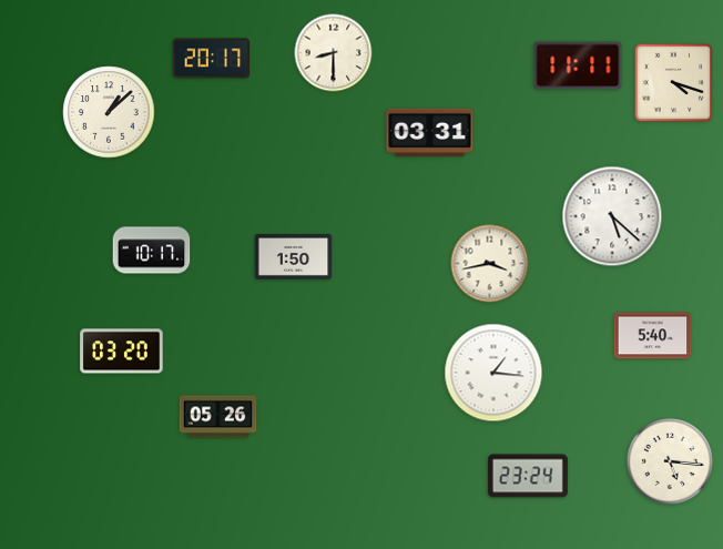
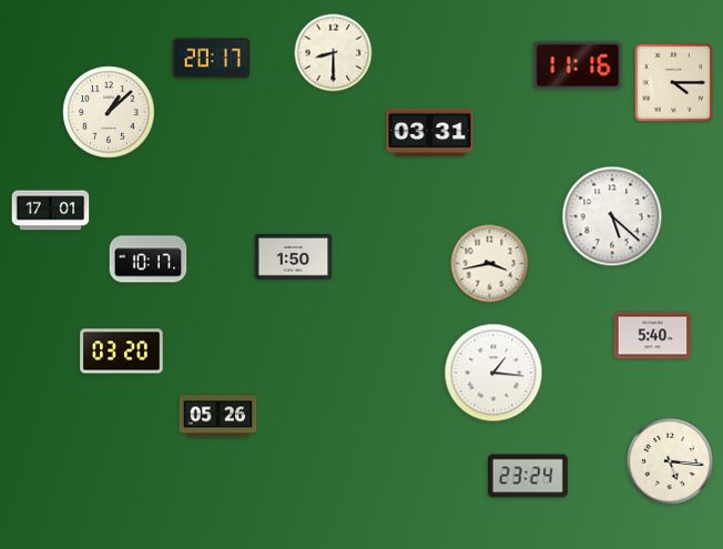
clock at (578, 65): 11:11 -> 11:16
clock at (674, 83): 4:18 -> 4:15
clock at (51, 211): none -> 17:01
clock at (152, 251) position: (152, 251) -> (149, 260)
